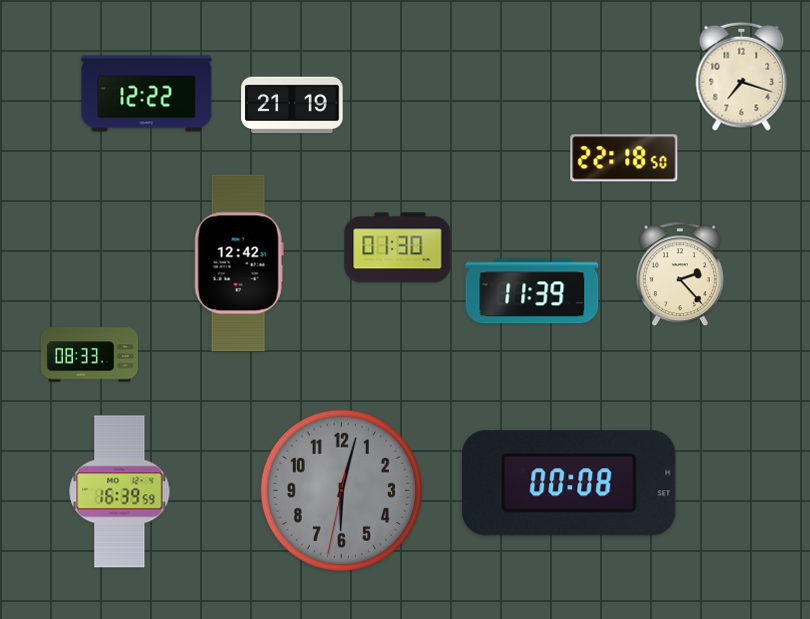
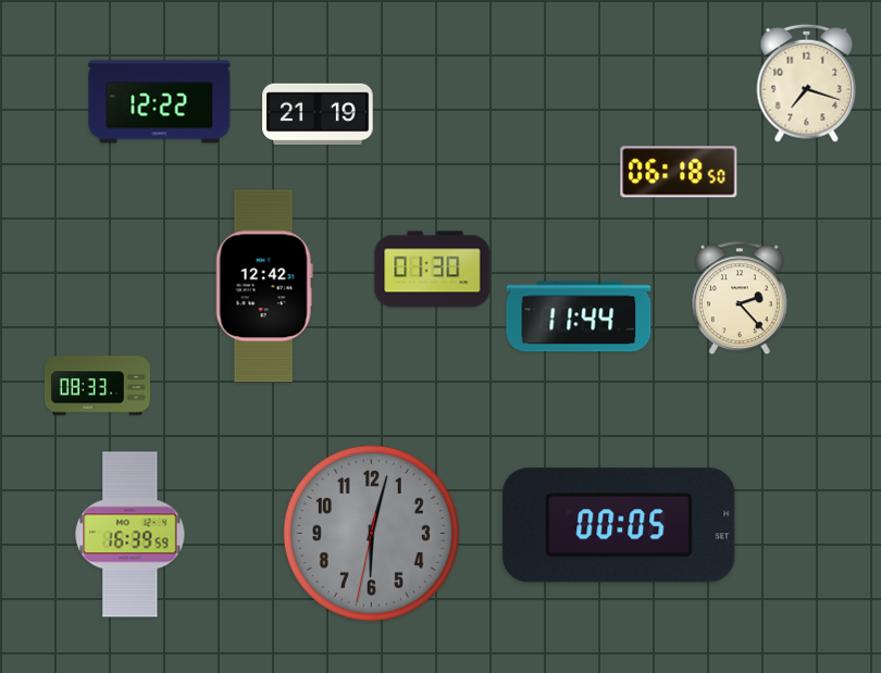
clock at (624, 158): 22:18 -> 06:18
clock at (239, 263) position: (239, 263) -> (264, 286)
clock at (532, 291): 11:39 -> 11:44
clock at (569, 483): 00:08 -> 00:05
